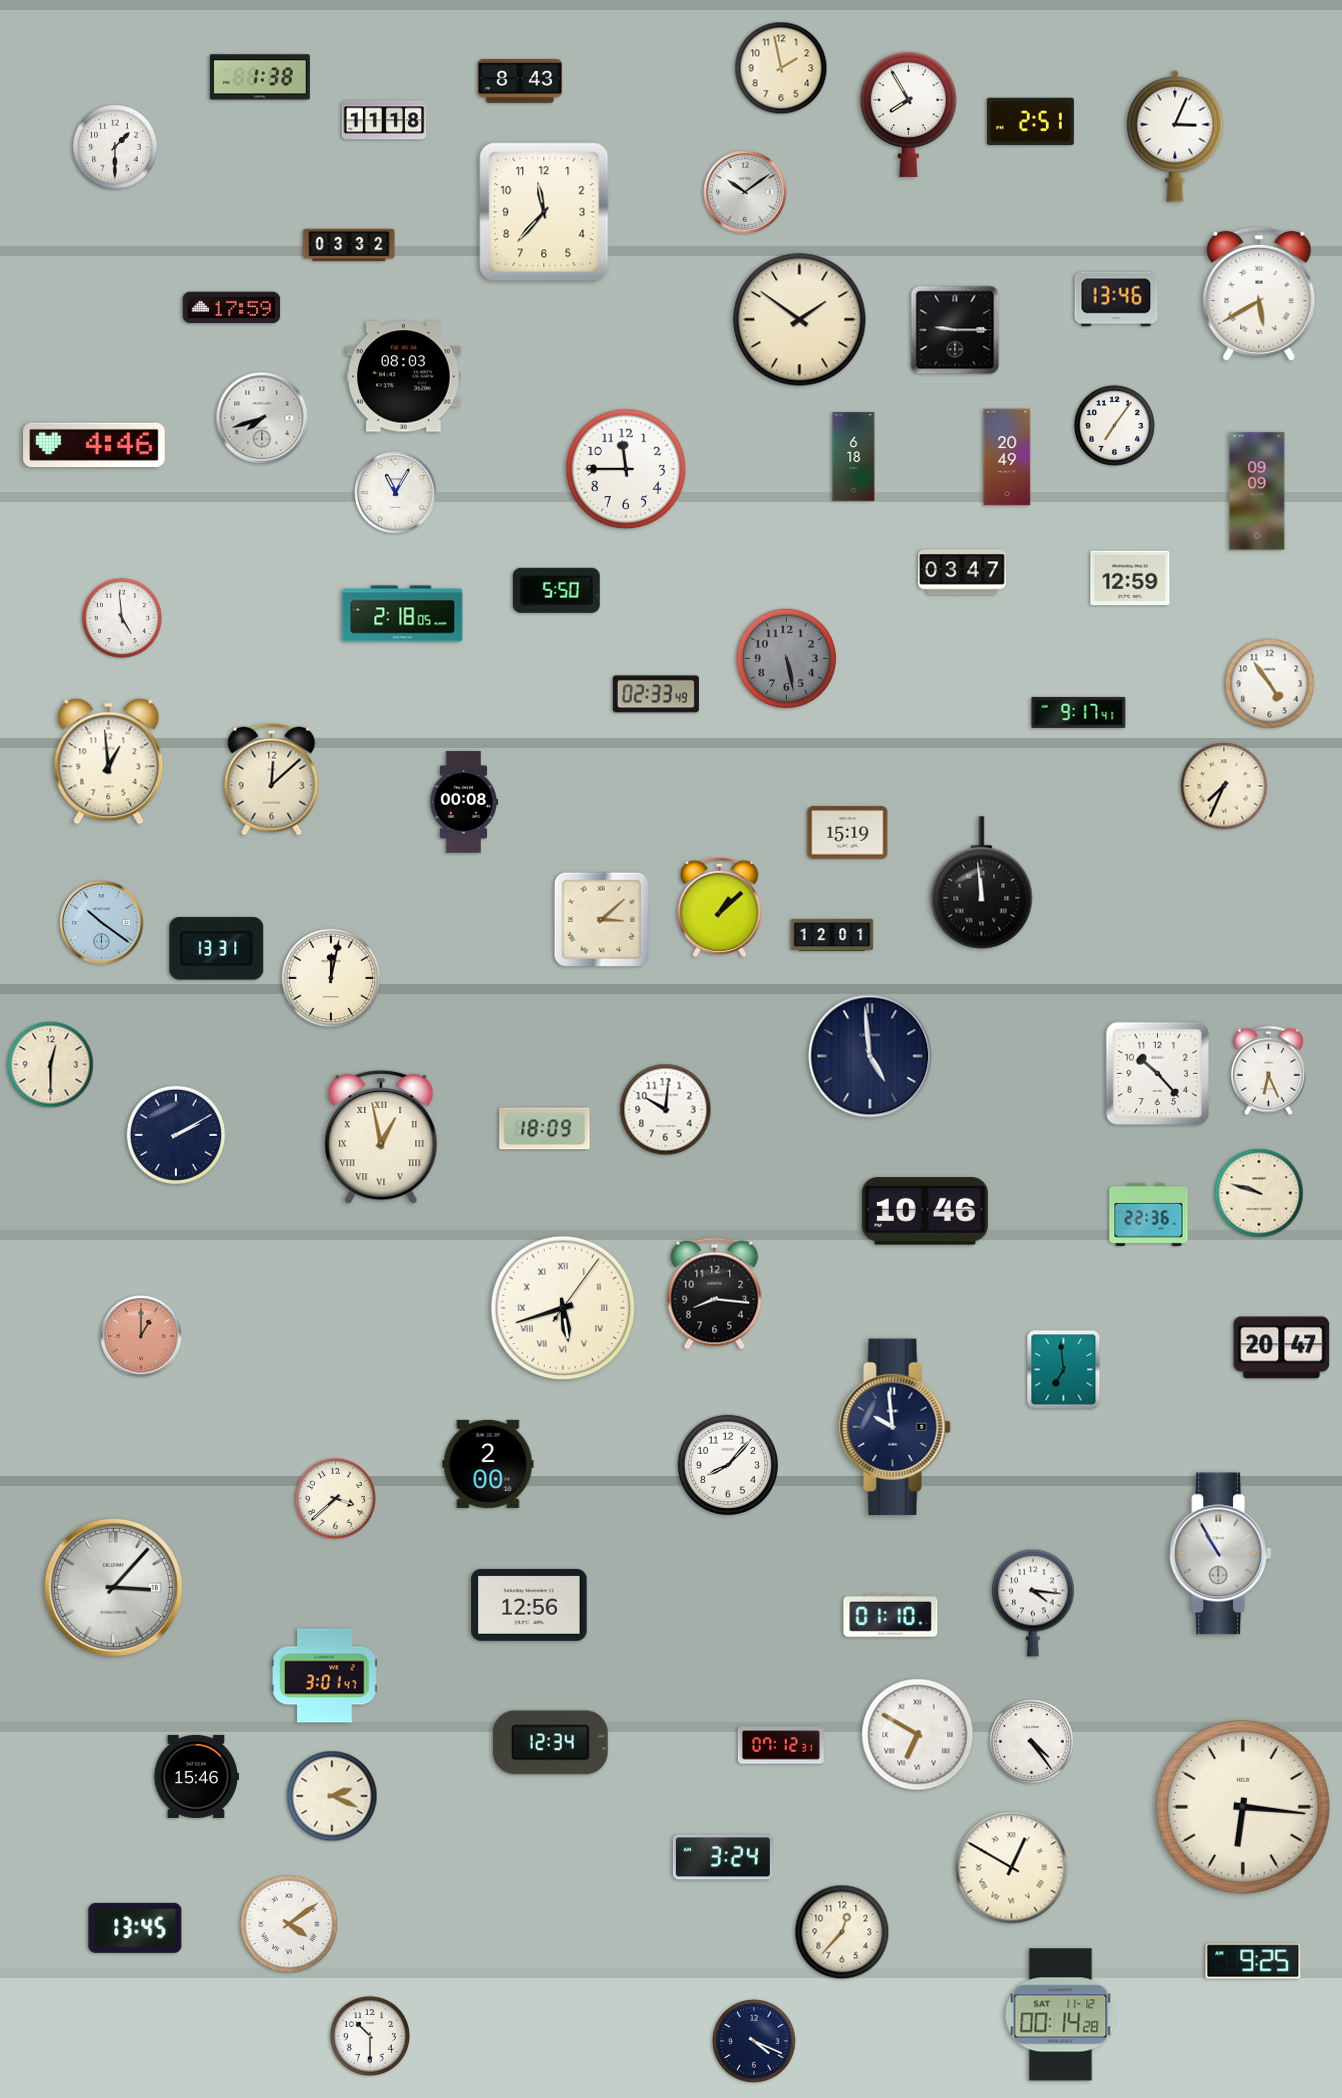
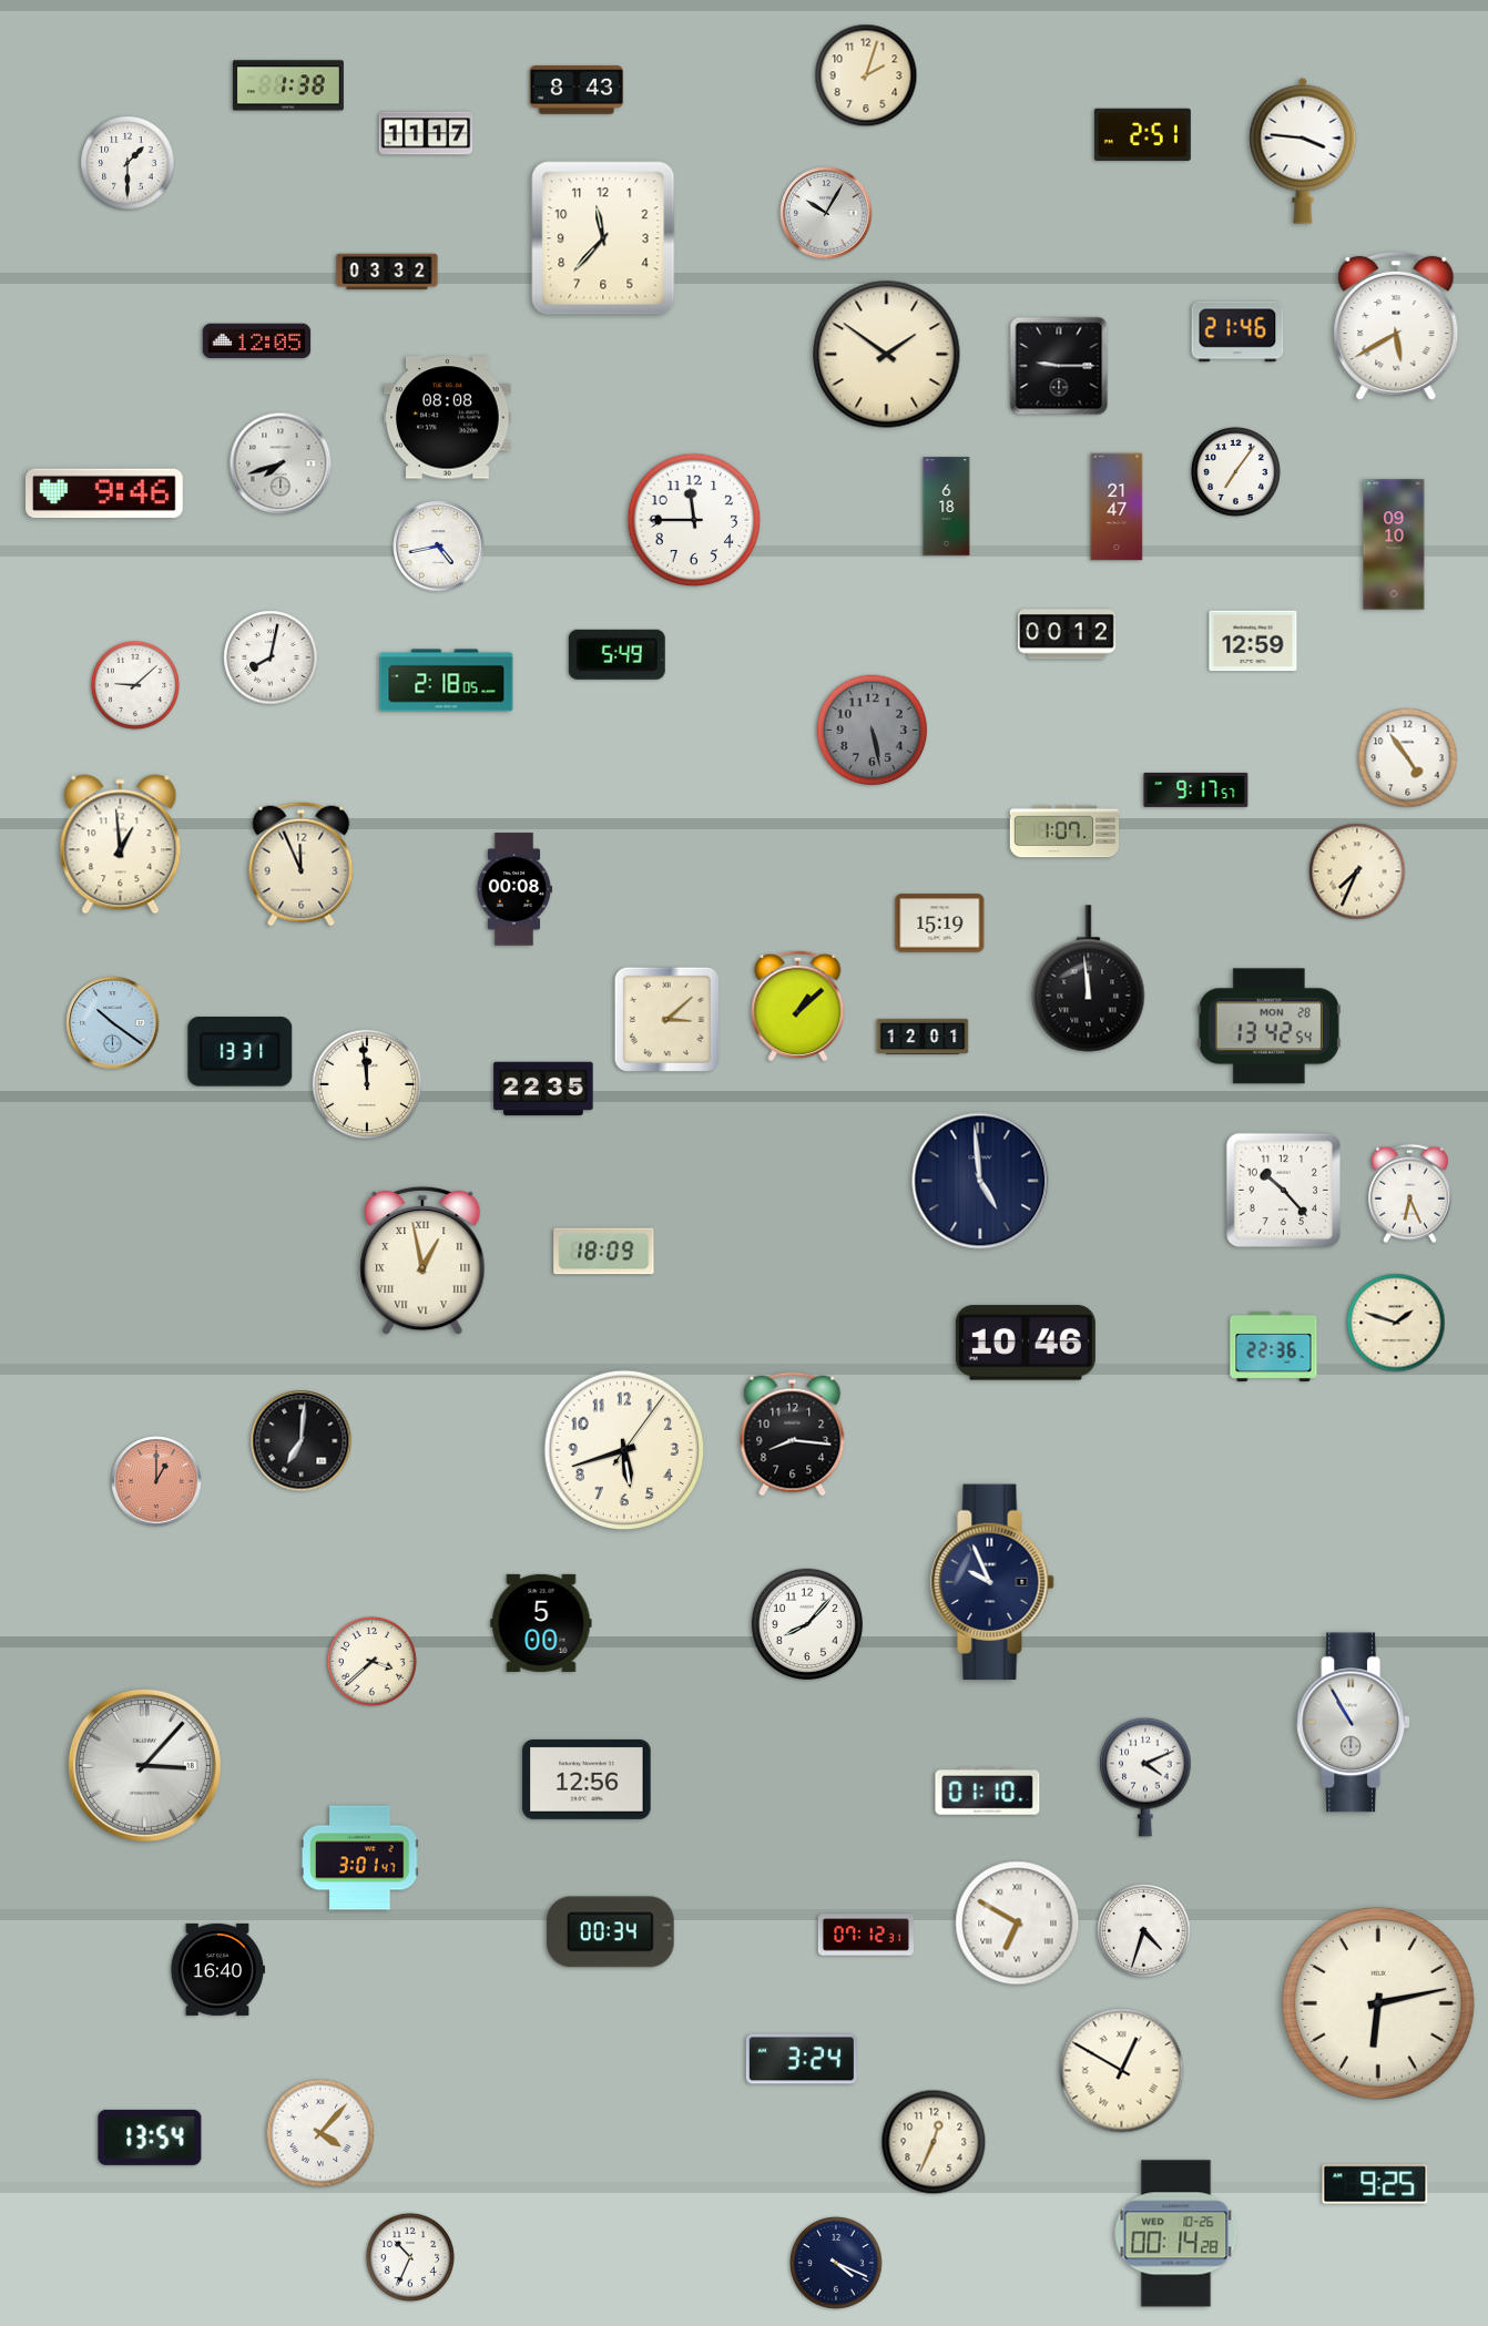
clock at (781, 68): 1:58 -> 2:03
clock at (908, 115): 7:55 -> none
clock at (384, 120): 11:18 -> 11:17
clock at (1175, 136): 3:04 -> 3:46
clock at (745, 192): 10:09 -> 10:05
clock at (544, 212) position: (544, 212) -> (603, 238)
clock at (1116, 299): 13:46 -> 21:46
clock at (232, 308): 17:59 -> 12:05
clock at (404, 377): 08:03 -> 08:08
clock at (262, 418) position: (262, 418) -> (281, 463)
clock at (94, 445): 4:46 -> 9:46
clock at (1007, 457): 20:49 -> 21:47
clock at (1257, 491): 09:09 -> 09:10
clock at (396, 493): 11:05 -> 4:43
clock at (963, 572): 03:47 -> 00:12
clock at (556, 590): 5:50 -> 5:49
clock at (271, 657): none -> 8:02
clock at (122, 618): 4:59 -> 9:08
clock at (656, 694): 02:33 -> none
clock at (1079, 712): 9:17:41 -> 9:17:57
clock at (1064, 832): none -> 1:07
clock at (272, 780): 12:08 -> 11:56
clock at (1268, 1027): none -> 13:42
clock at (331, 978): 12:02 -> 11:59
clock at (543, 1089): none -> 22:35
clock at (870, 1056) position: (870, 1056) -> (980, 1181)
clock at (51, 1065): 12:30 -> none
clock at (1268, 1071) position: (1268, 1071) -> (1409, 1194)
clock at (666, 1110): 10:01 -> none
clock at (176, 1135): 2:10 -> none
clock at (1259, 1193): 9:48 -> 1:48
clock at (302, 1441): none -> 7:01
clock at (563, 1308) numerals: Roman -> Arabic
clock at (1282, 1348): 20:47 -> none
clock at (1064, 1370): 6:59 -> none
clock at (895, 1427): 9:59 -> 9:56
clock at (488, 1464): 2:00 -> 5:00
clock at (113, 1587) position: (113, 1587) -> (144, 1765)
clock at (1033, 1603): 4:16 -> 4:11
clock at (1032, 1742): 4:24 -> 4:33
clock at (550, 1743): 12:34 -> 00:34
clock at (195, 1776): 15:46 -> 16:40
clock at (332, 1796): 2:19 -> none
clock at (1243, 1807): 6:16 -> 6:13
clock at (289, 1924): 4:09 -> 4:07
clock at (135, 1928): 13:45 -> 13:54
clock at (842, 1932): 12:37 -> 12:34
clock at (1253, 1961) position: (1253, 1961) -> (1375, 2184)
clock at (1061, 2015) date: SAT 11-12 -> WED 10-26
clock at (370, 2036): 10:30 -> 10:34
